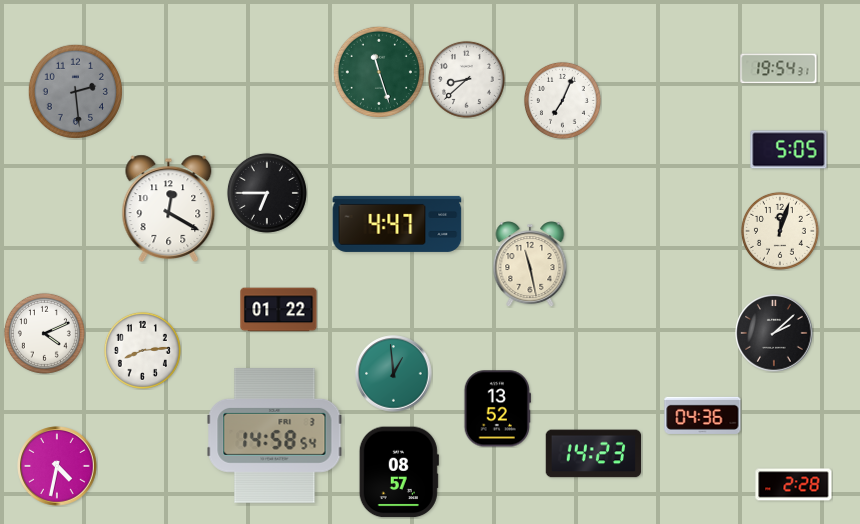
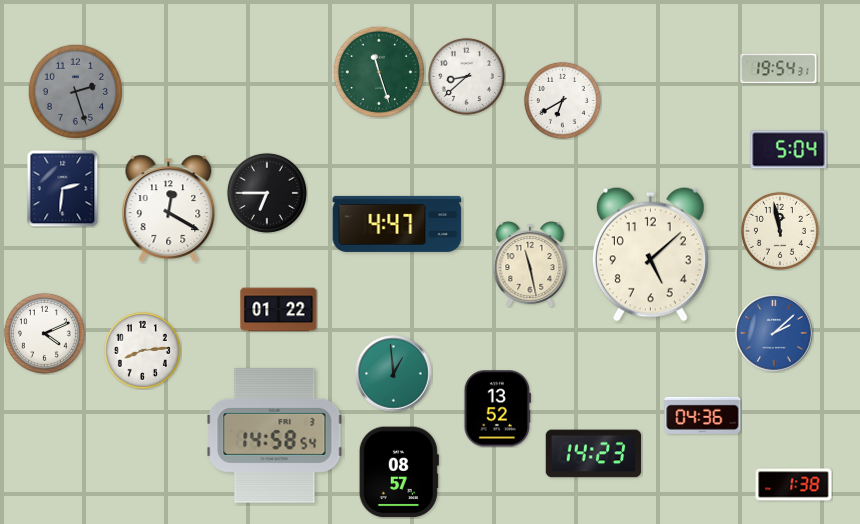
clock at (466, 79) position: (466, 79) -> (466, 76)
clock at (75, 91): 2:29 -> 2:27
clock at (562, 100): 7:04 -> 6:40
clock at (789, 150): 5:05 -> 5:04
clock at (63, 188): none -> 2:31
clock at (780, 231): 12:03 -> 11:58
clock at (650, 254): none -> 5:08
clock at (774, 333) dial: black -> blue
clock at (57, 466): 4:32 -> none
clock at (794, 485): 2:28 -> 1:38
